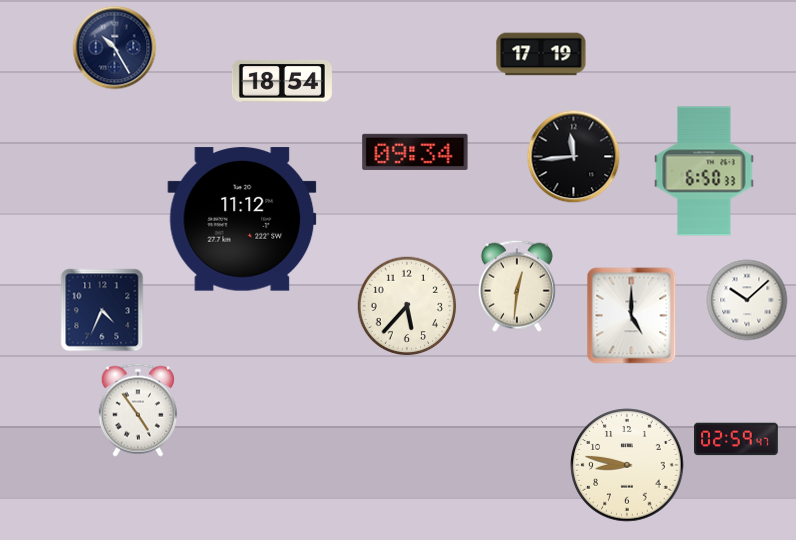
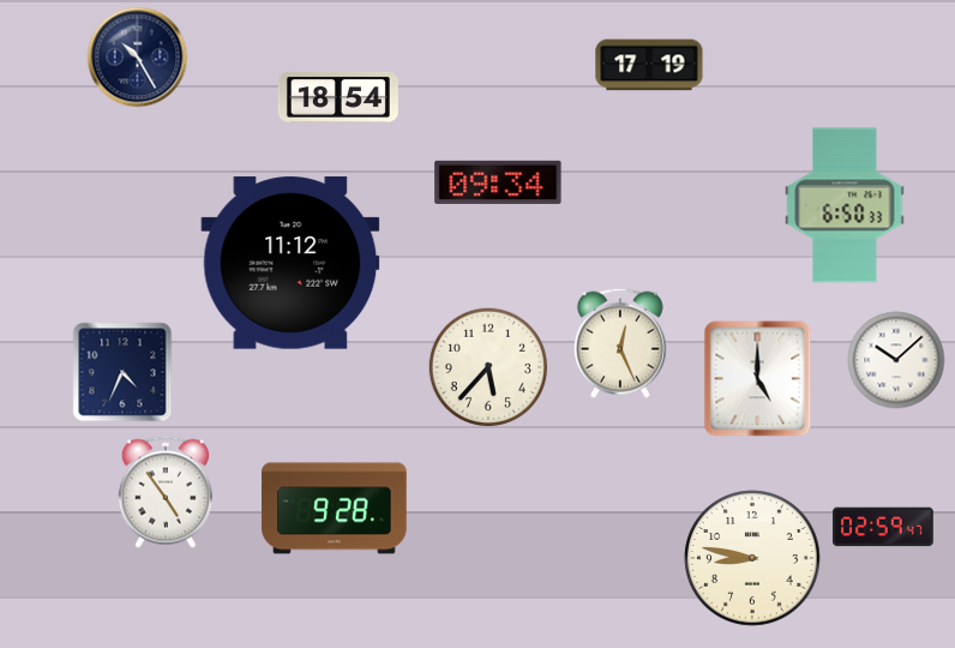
clock at (574, 157): 11:44 -> none
clock at (517, 286): 12:31 -> 12:26
clock at (335, 509): none -> 9:28
